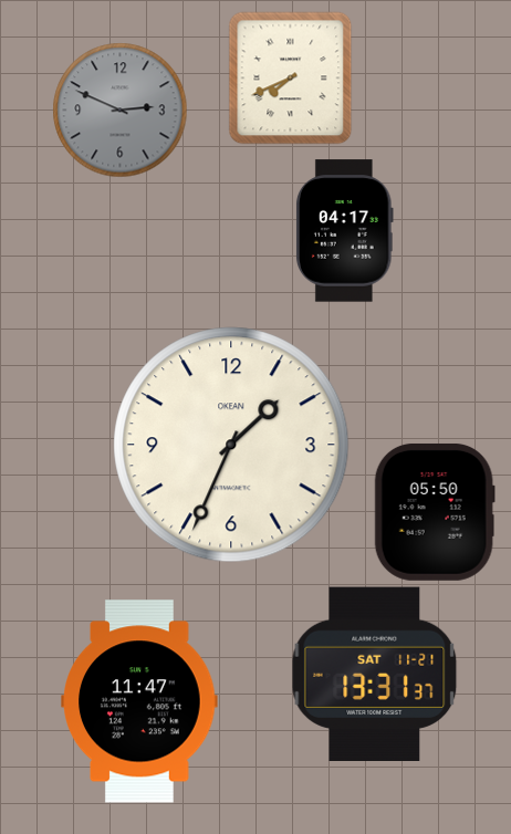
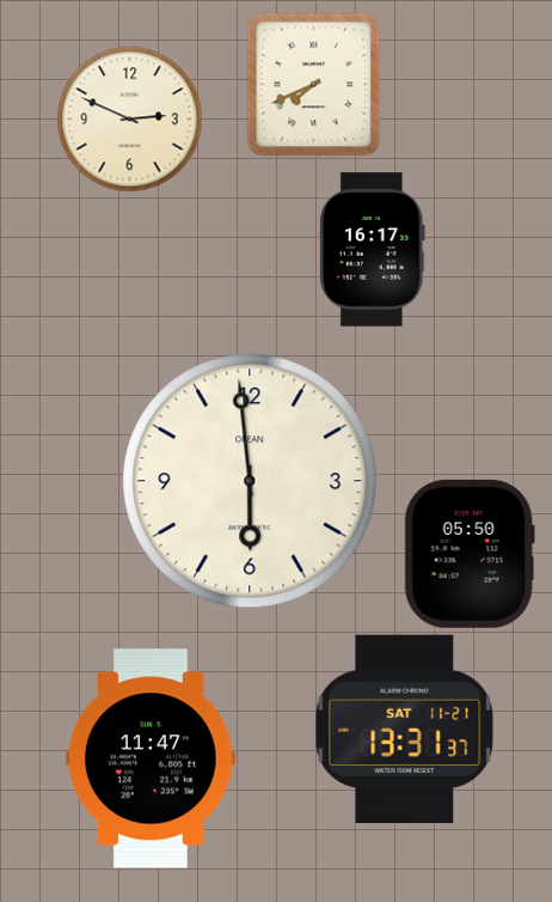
clock at (121, 111) dial: grey -> cream
clock at (345, 231): 04:17 -> 16:17
clock at (231, 445): 1:34 -> 5:59
